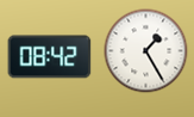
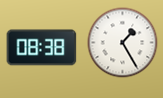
clock at (50, 57): 08:42 -> 08:38
